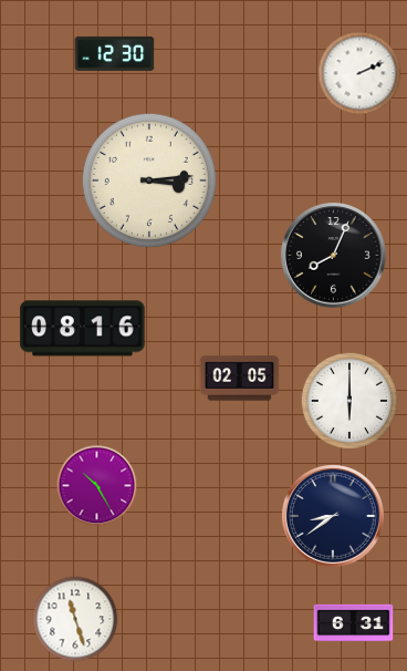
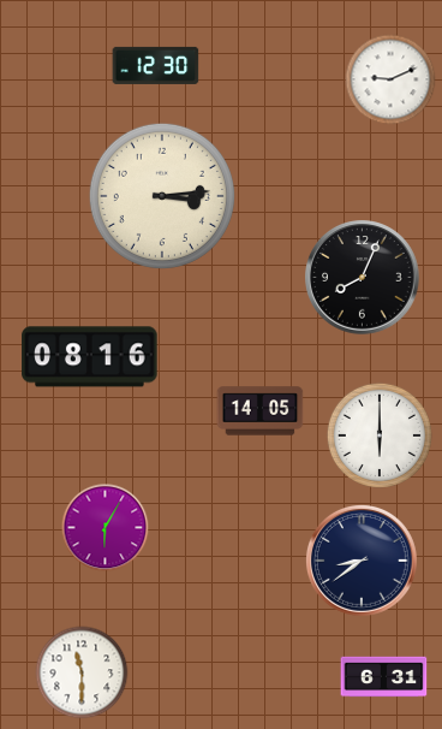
clock at (115, 53) position: (115, 53) -> (156, 65)
clock at (359, 73): 2:11 -> 9:11
clock at (240, 379): 02:05 -> 14:05
clock at (97, 486): 10:25 -> 6:05
clock at (75, 619): 11:27 -> 11:30
